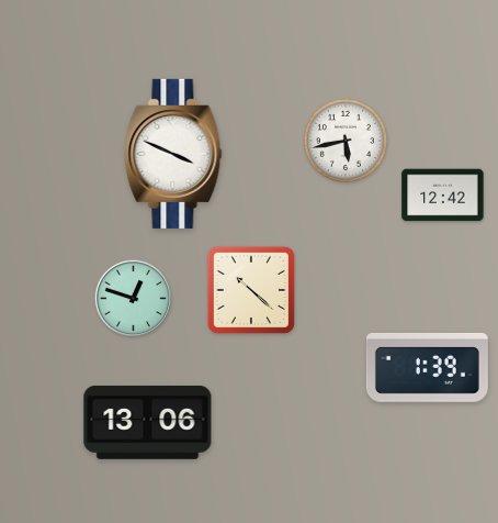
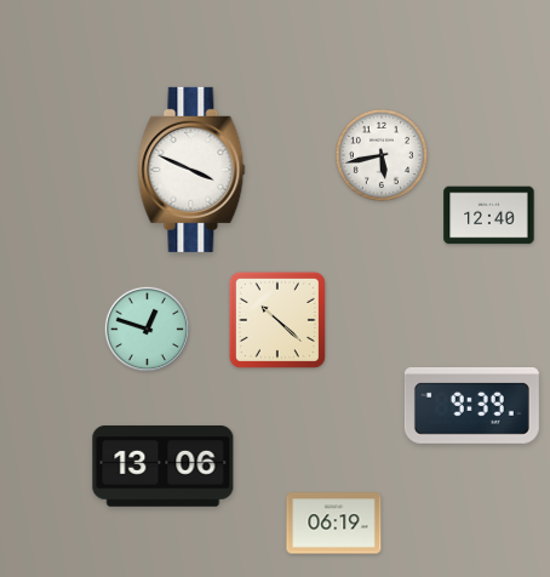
clock at (443, 196): 12:42 -> 12:40
clock at (427, 367): 1:39 -> 9:39
clock at (334, 524): none -> 06:19
